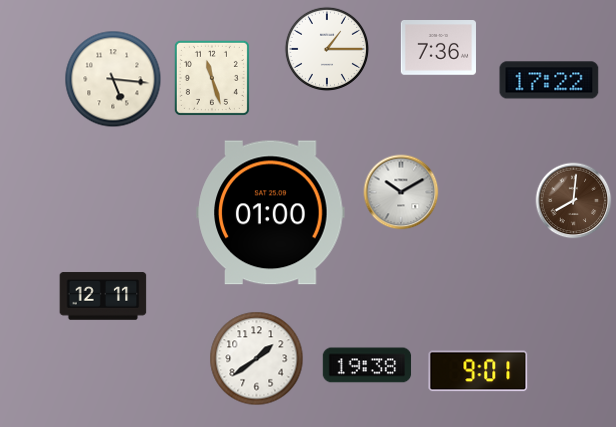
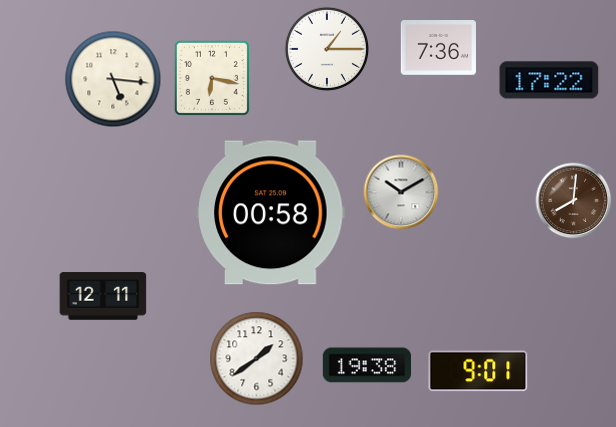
clock at (212, 78): 11:27 -> 6:17
clock at (271, 213): 01:00 -> 00:58
